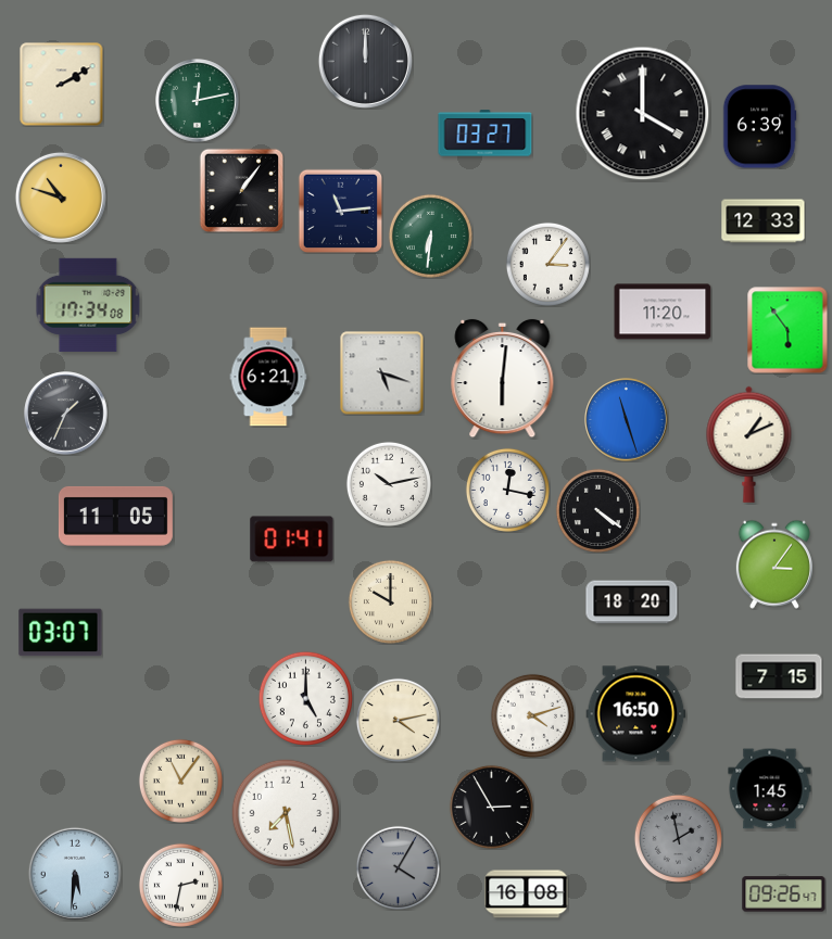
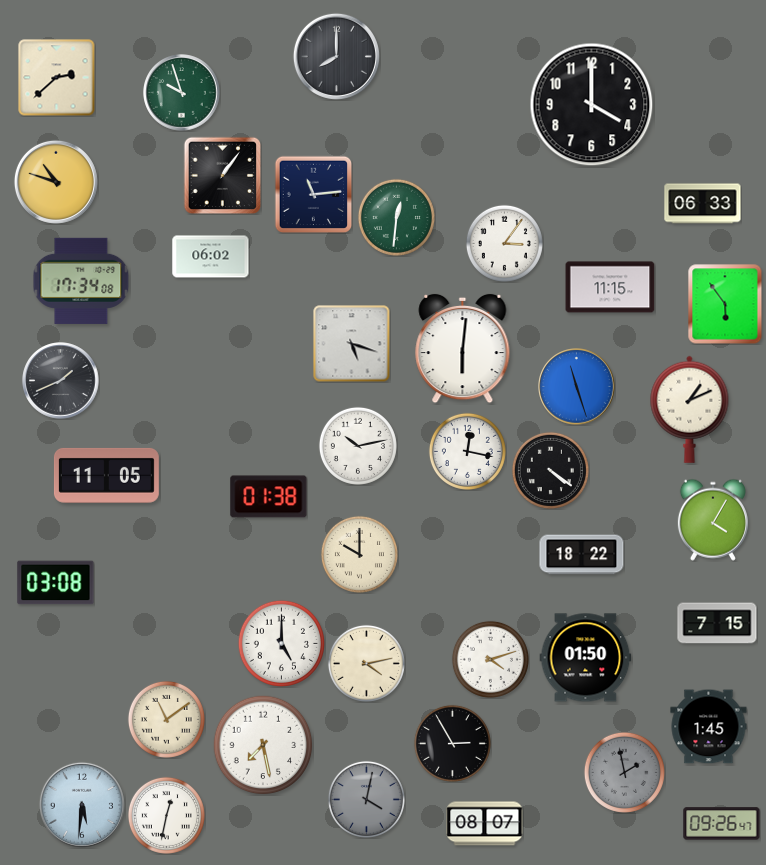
clock at (365, 61): 12:00 -> 8:00
clock at (62, 85): 2:10 -> 2:38
clock at (198, 101): 12:13 -> 9:57
clock at (643, 114) numerals: Roman -> Arabic
clock at (759, 127): 6:39 -> none
clock at (486, 134): 03:27 -> none
clock at (764, 221): 12:33 -> 06:33
clock at (430, 236): 6:31 -> 12:31
clock at (211, 257): none -> 06:02
clock at (663, 312): 11:20 -> 11:15
clock at (268, 377): 6:21 -> none
clock at (66, 414): 1:34 -> 1:41
clock at (292, 540): 01:41 -> 01:38
clock at (774, 564): 3:06 -> 4:05
clock at (632, 602): 18:20 -> 18:22
clock at (61, 633): 03:07 -> 03:08
clock at (636, 714): 16:50 -> 01:50
clock at (180, 781): 11:06 -> 11:09
clock at (286, 813) position: (286, 813) -> (263, 745)
clock at (398, 867): 4:05 -> 4:02
clock at (75, 874) position: (75, 874) -> (82, 805)
clock at (180, 885): 2:32 -> 12:32
clock at (527, 894): 16:08 -> 08:07
